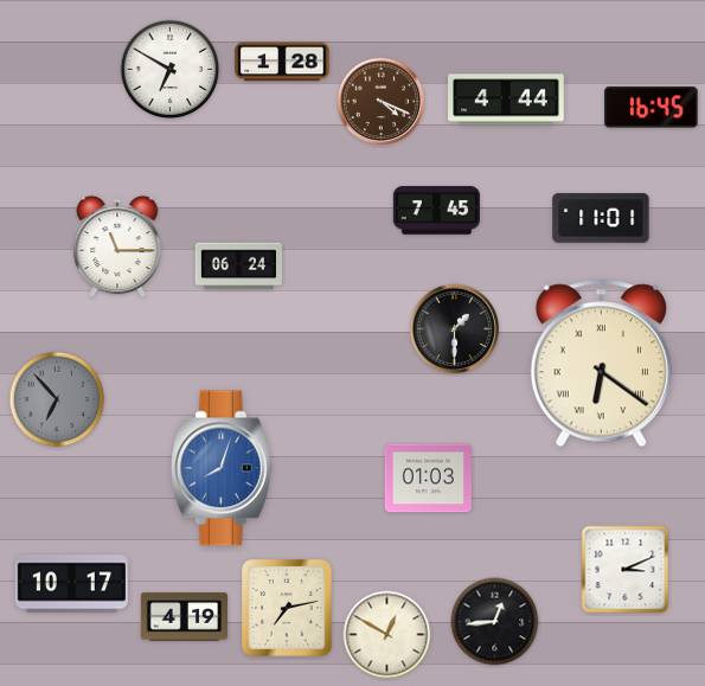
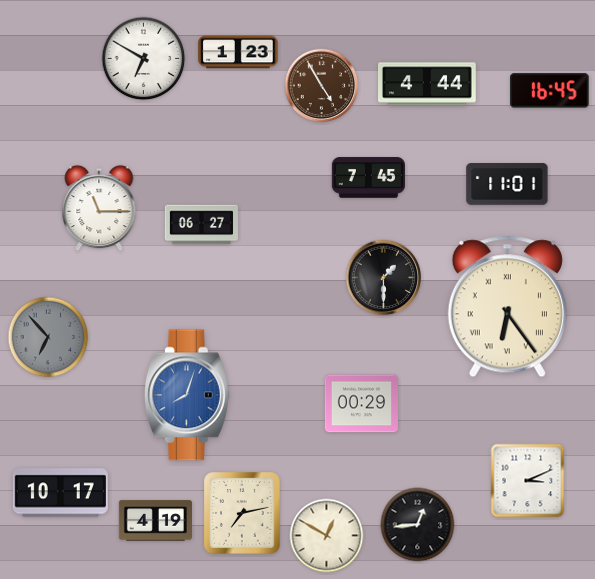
clock at (282, 62): 1:28 -> 1:23
clock at (382, 102): 4:19 -> 4:55
clock at (238, 267): 06:24 -> 06:27
clock at (601, 364): 6:21 -> 6:24
clock at (428, 479): 01:03 -> 00:29
